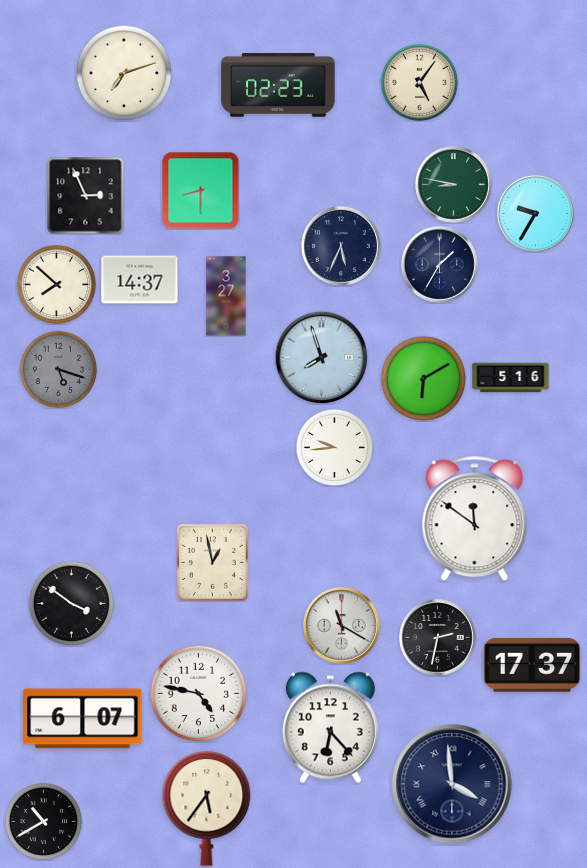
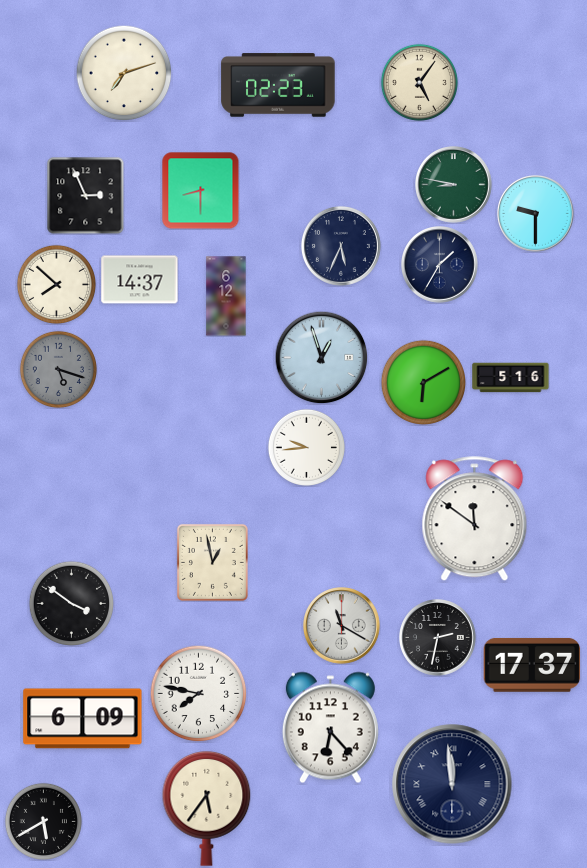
clock at (536, 214): 9:35 -> 9:30
clock at (226, 296): 3:27 -> 6:12
clock at (321, 357): 7:57 -> 12:57
clock at (423, 378) position: (423, 378) -> (423, 382)
clock at (334, 447) position: (334, 447) -> (306, 447)
clock at (198, 693): 4:47 -> 7:47
clock at (83, 719): 6:07 -> 6:09
clock at (452, 784): 3:59 -> 11:59
clock at (43, 821): 10:40 -> 5:40
